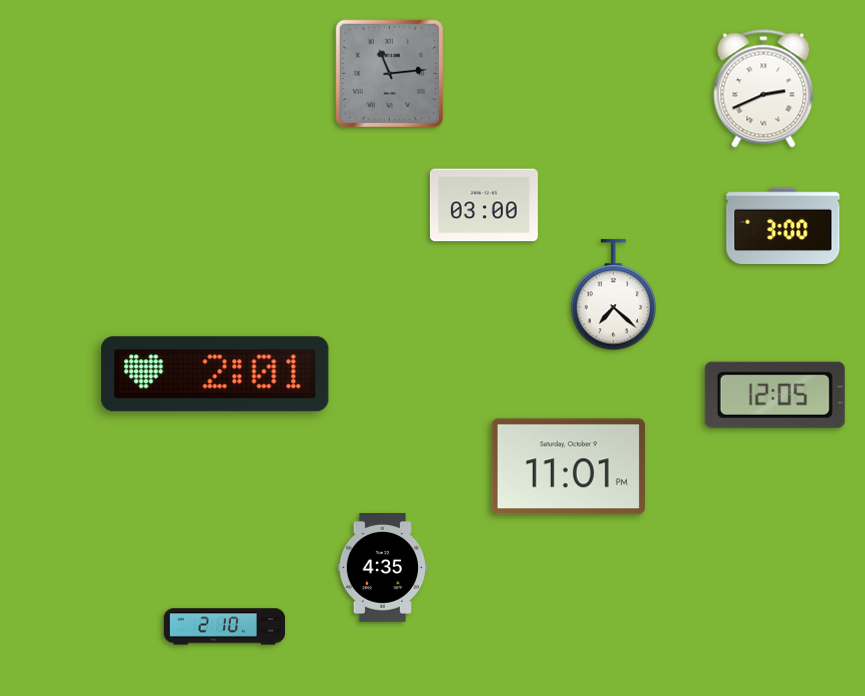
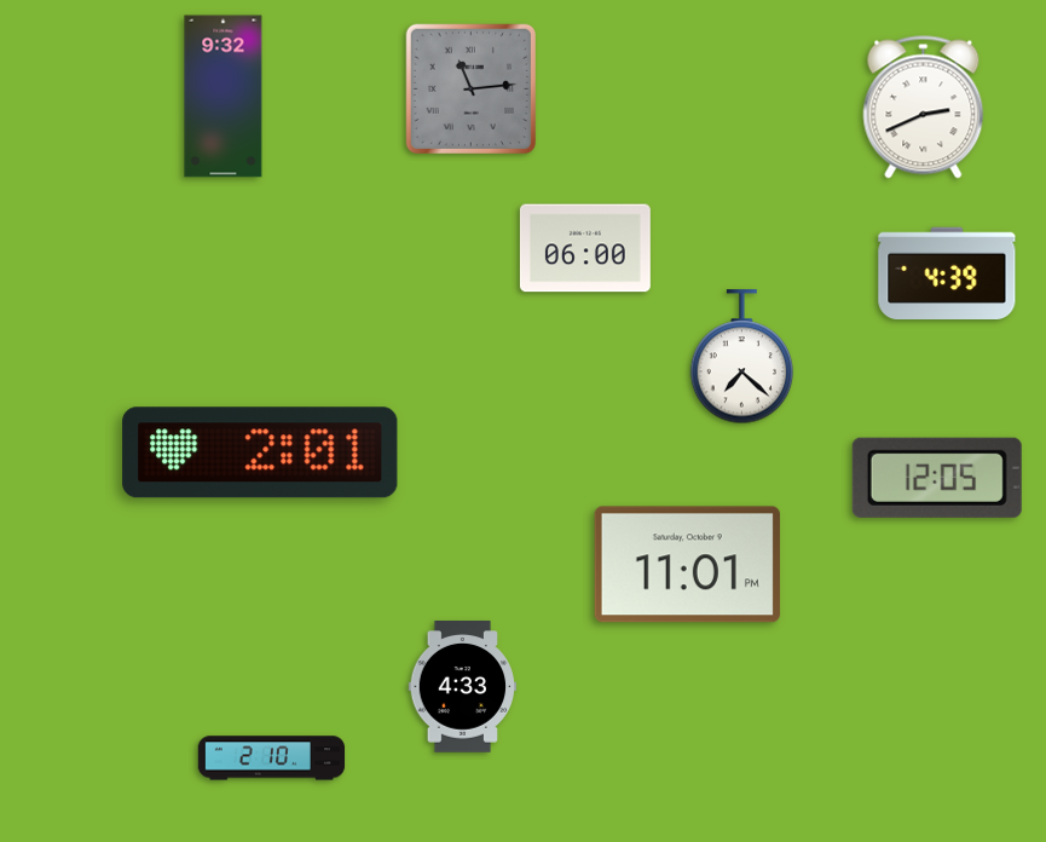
clock at (224, 97): none -> 9:32
clock at (484, 205): 03:00 -> 06:00
clock at (783, 226): 3:00 -> 4:39
clock at (383, 568): 4:35 -> 4:33
